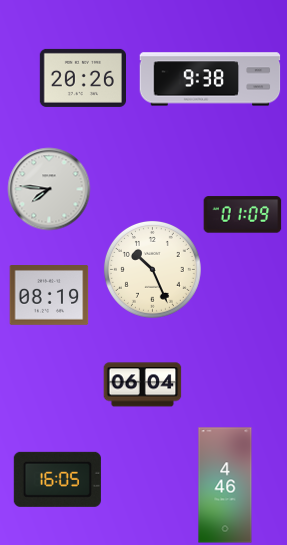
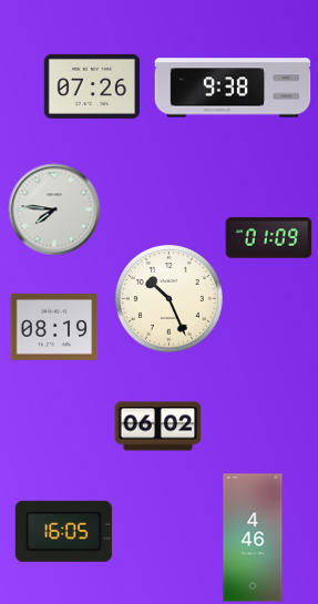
clock at (82, 78): 20:26 -> 07:26
clock at (142, 385): 06:04 -> 06:02
clock at (225, 485) position: (225, 485) -> (253, 538)
